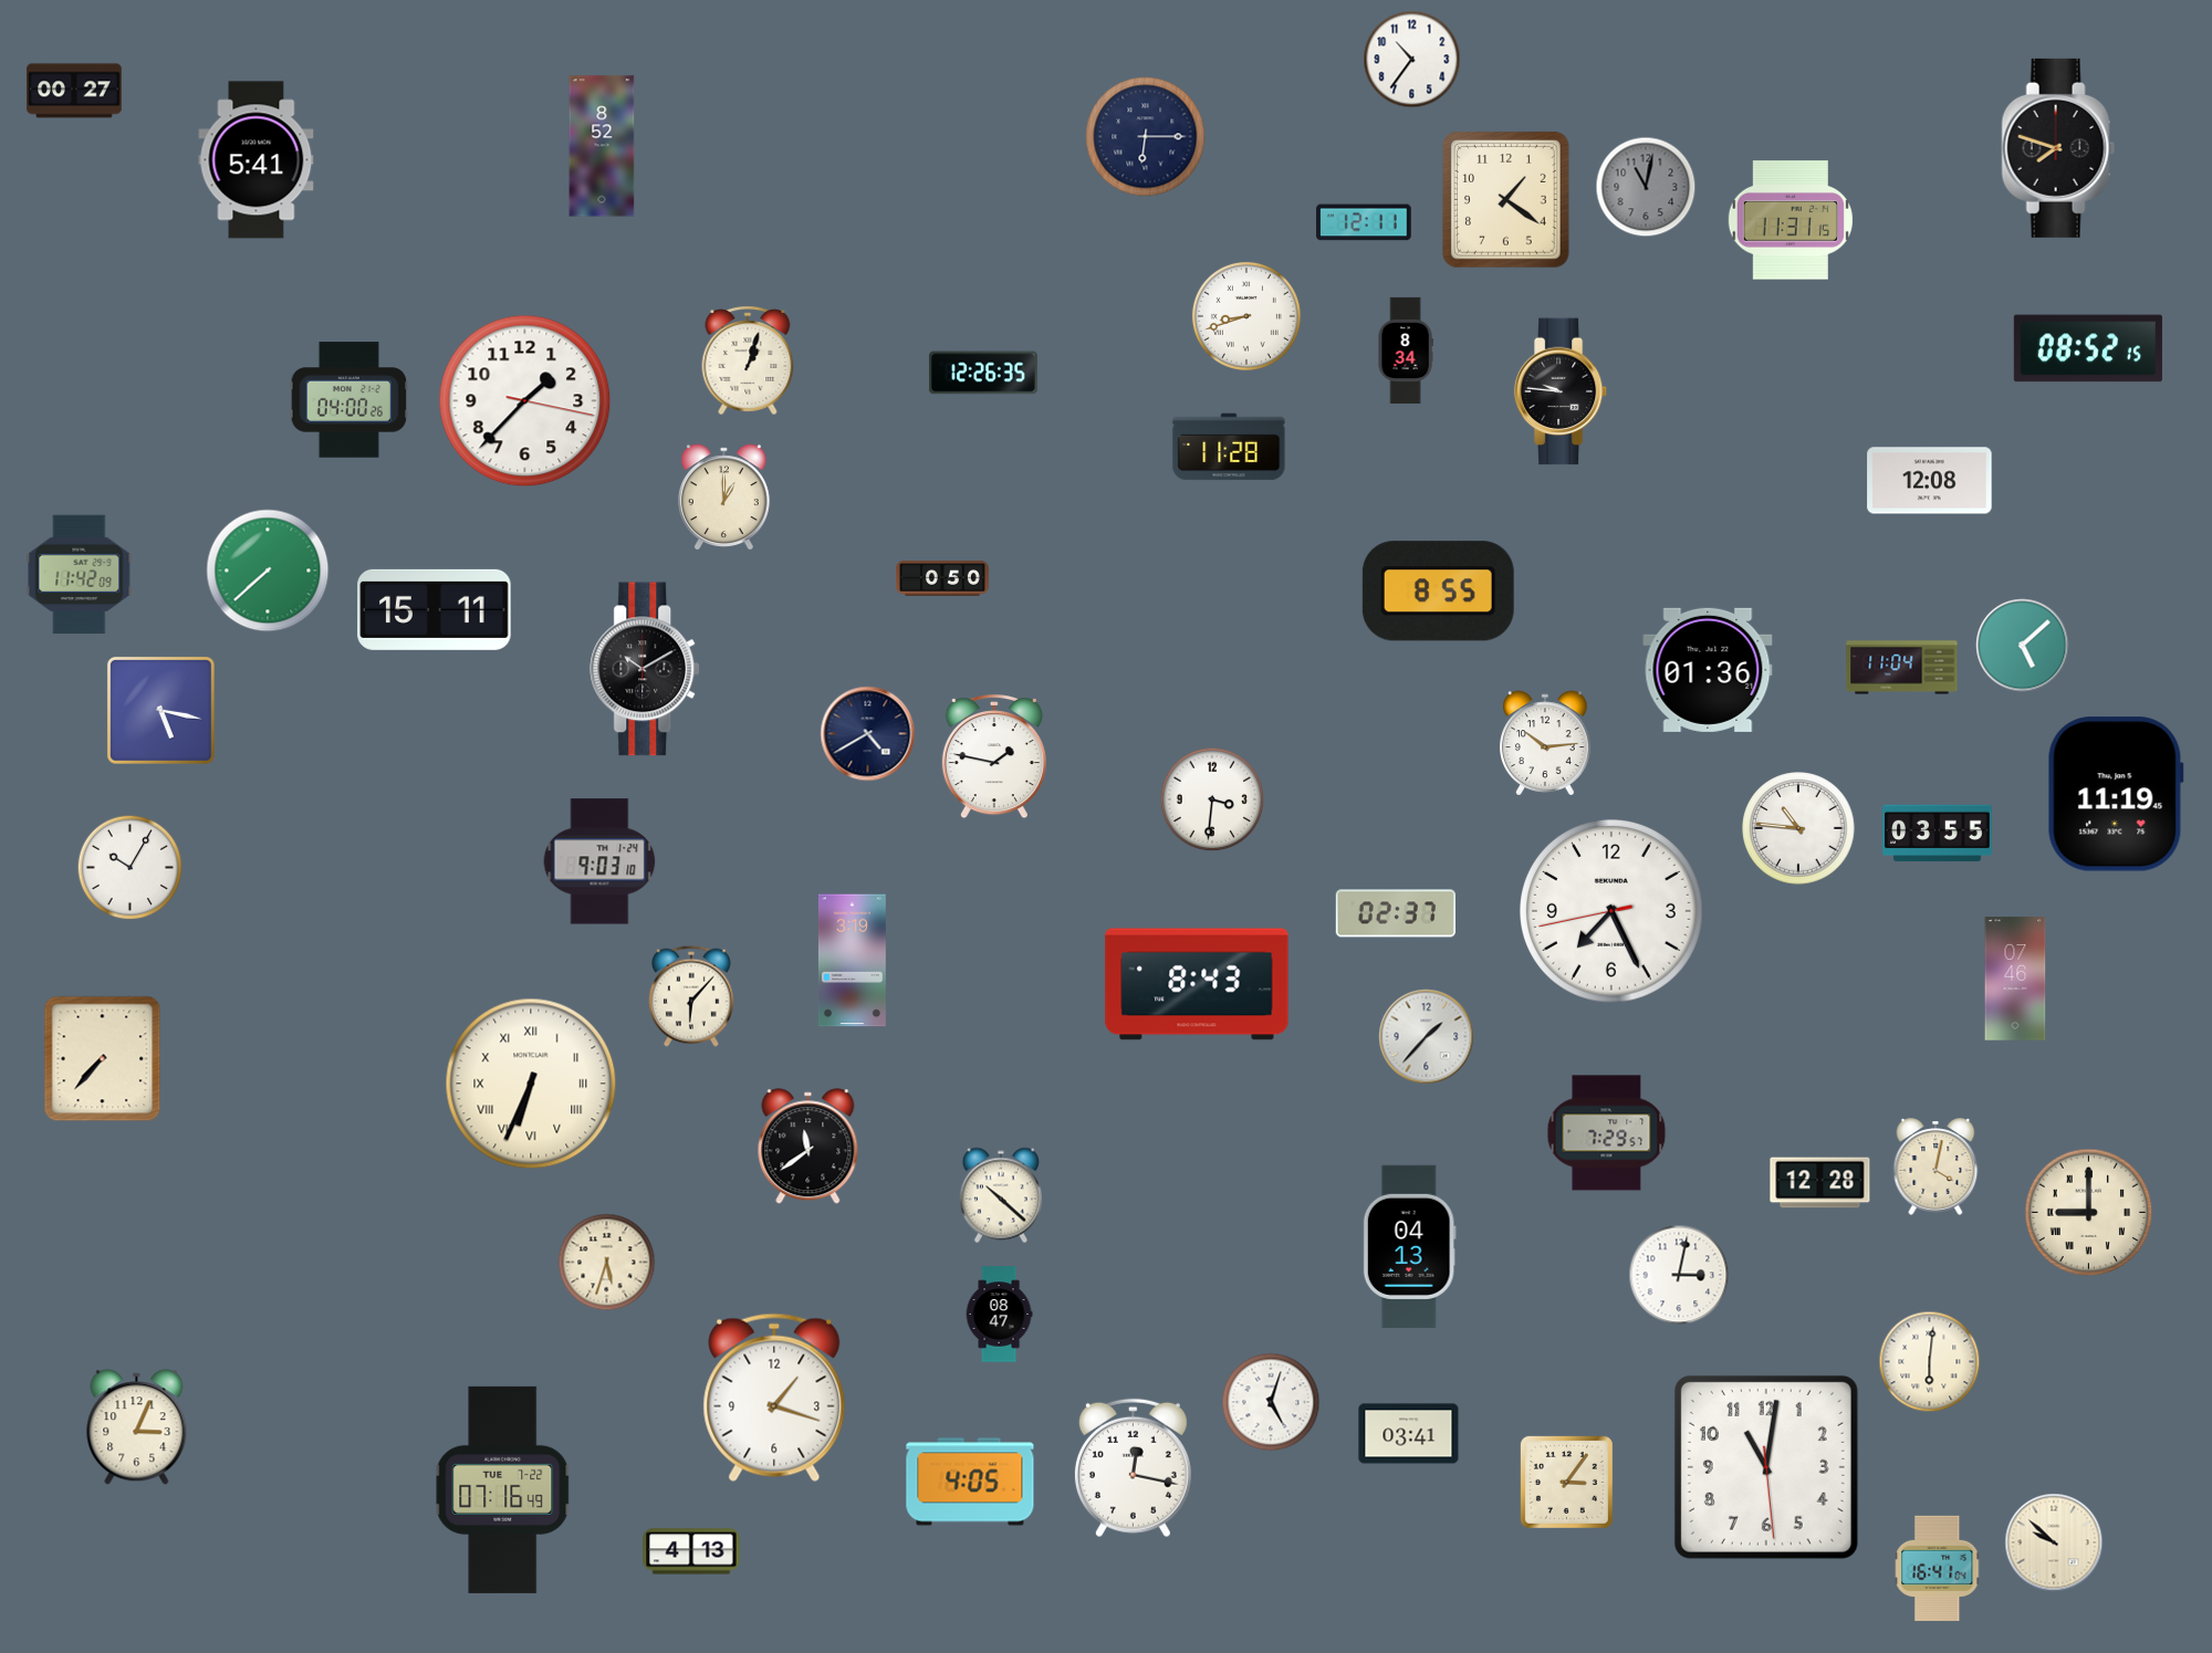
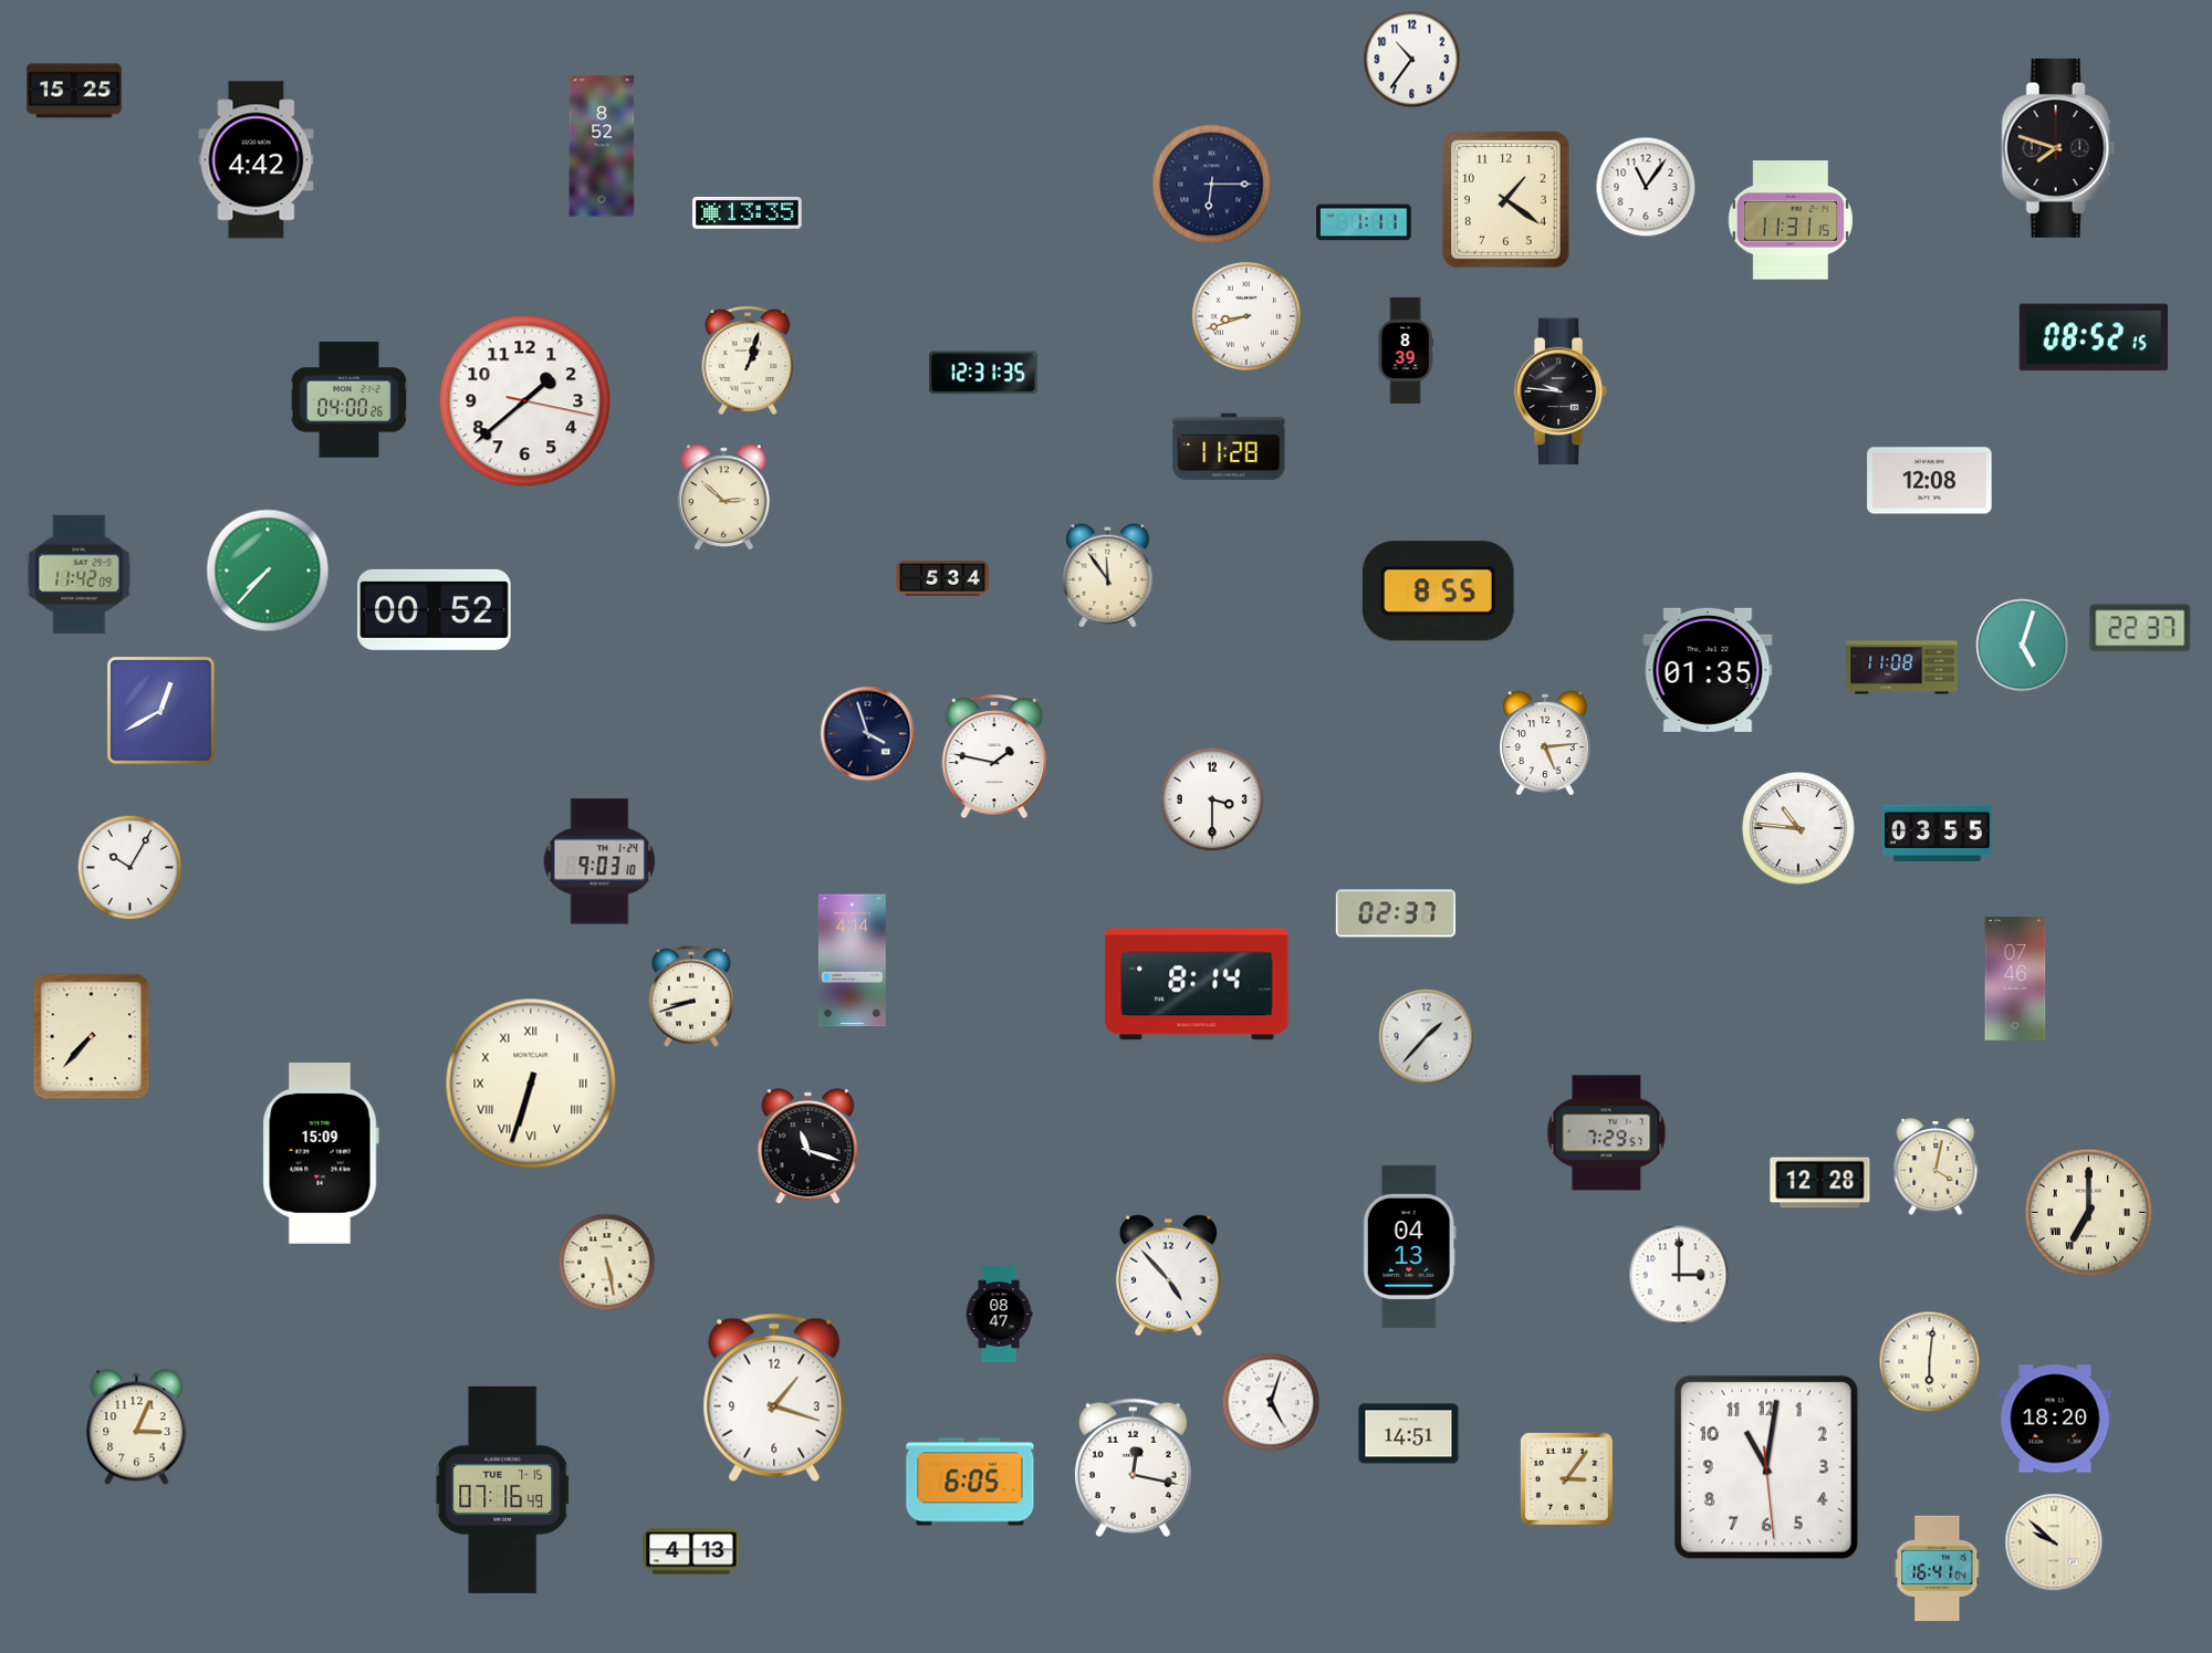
clock at (74, 91): 00:27 -> 15:25
clock at (1146, 137) position: (1146, 137) -> (1212, 185)
clock at (257, 160): 5:41 -> 4:42
clock at (1646, 187): 11:02 -> 11:06
clock at (1646, 187) dial: grey -> white
clock at (748, 213): none -> 13:35
clock at (1364, 222): 12:11 -> 1:11
clock at (2088, 348) position: (2088, 348) -> (2094, 337)
clock at (1406, 351): 8:34 -> 8:39
clock at (983, 373): 12:26 -> 12:31
clock at (525, 401): 1:37 -> 1:38
clock at (723, 498): 1:00 -> 2:52
clock at (268, 571): 7:38 -> 7:37
clock at (1108, 576): none -> 11:54
clock at (942, 578): 0:50 -> 5:34
clock at (435, 609): 15:11 -> 00:52
clock at (2140, 628): none -> 22:37
clock at (2023, 646): 5:08 -> 5:03
clock at (1902, 668): 11:04 -> 11:08
clock at (646, 669): 10:10 -> none
clock at (1708, 670): 01:36 -> 01:35
clock at (160, 710): 5:17 -> 12:40
clock at (868, 734): 4:40 -> 3:57
clock at (1545, 743): 10:14 -> 5:14
clock at (2116, 794): 11:19 -> none
clock at (1212, 799): 3:31 -> 3:30
clock at (1613, 912): 7:25 -> none
clock at (852, 961): 3:19 -> 4:14
clock at (1197, 984): 8:43 -> 8:14
clock at (691, 996): 6:07 -> 8:42
clock at (103, 1059) position: (103, 1059) -> (92, 1037)
clock at (531, 1084): 6:34 -> 6:33
clock at (808, 1147): 11:39 -> 11:18
clock at (321, 1154): none -> 15:09
clock at (1001, 1195): 10:22 -> none
clock at (2089, 1213): 9:00 -> 7:00
clock at (607, 1263): 5:33 -> 5:28
clock at (1679, 1275): 3:02 -> 3:00
clock at (1168, 1276): none -> 4:53
clock at (2055, 1419): none -> 18:20
clock at (1409, 1434): 03:41 -> 14:51
clock at (970, 1482): 4:05 -> 6:05
clock at (1566, 1482) position: (1566, 1482) -> (1566, 1478)
clock at (503, 1489) date: TUE 7-22 -> TUE 7-15
